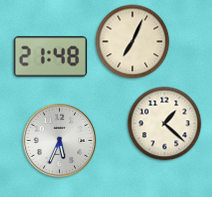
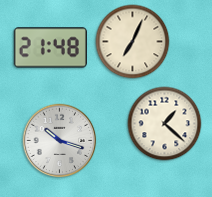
clock at (50, 57) position: (50, 57) -> (50, 48)
clock at (60, 141): 5:34 -> 10:18
